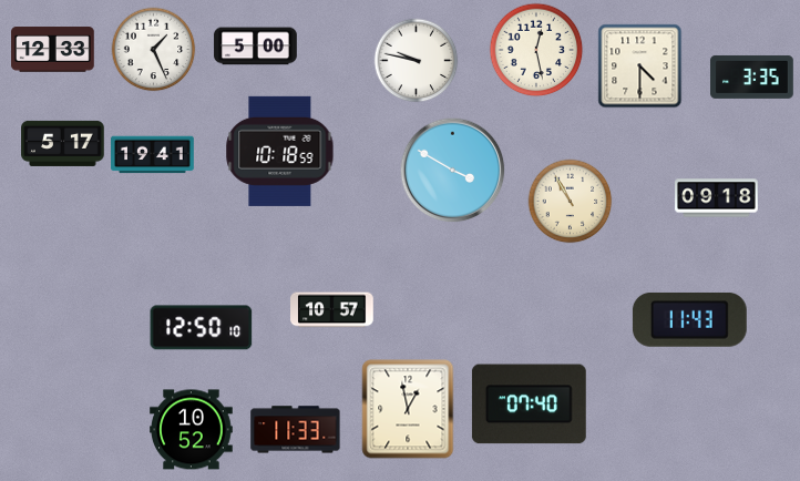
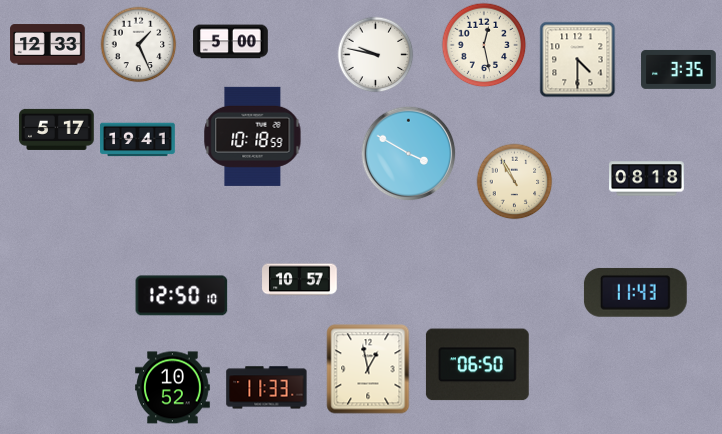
clock at (717, 198): 09:18 -> 08:18
clock at (689, 319) position: (689, 319) -> (635, 292)
clock at (529, 405): 07:40 -> 06:50
